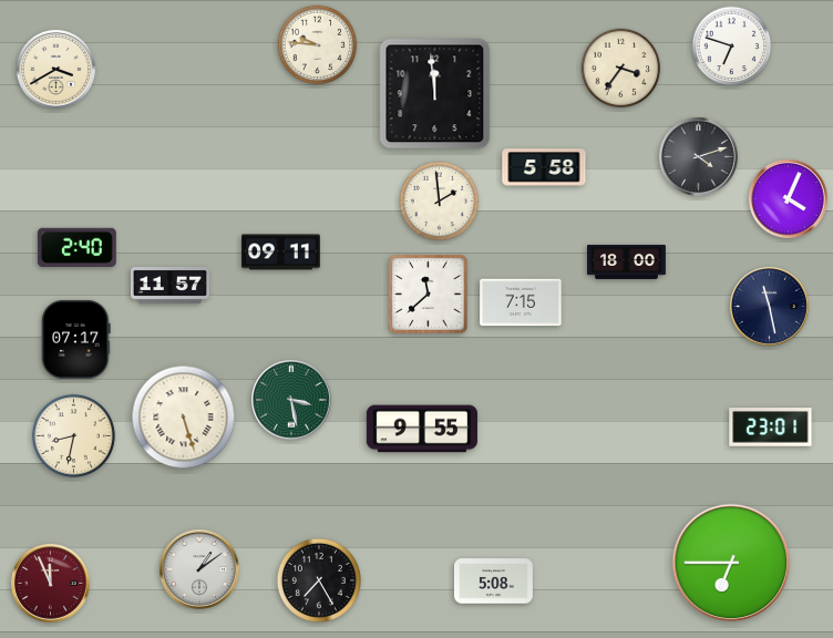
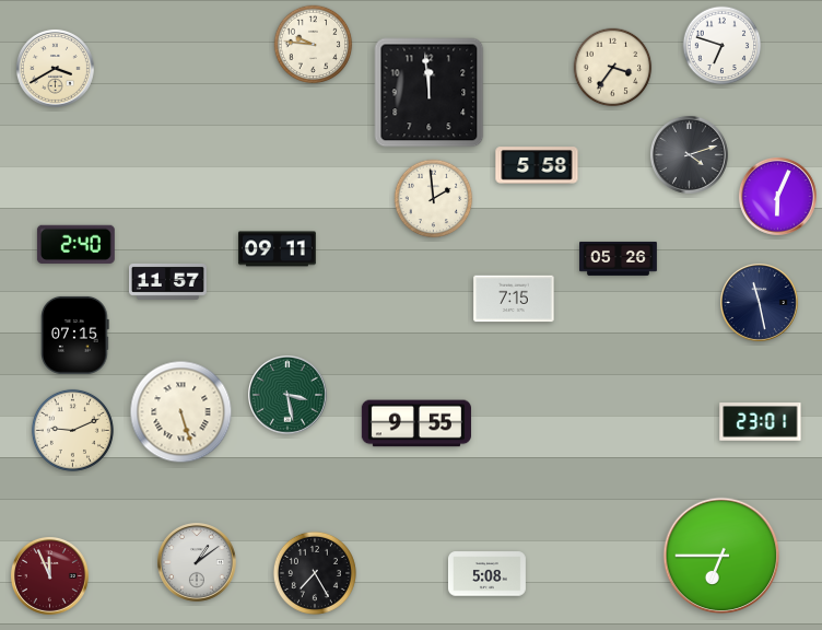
clock at (788, 198): 4:04 -> 6:04
clock at (627, 261): 18:00 -> 05:26
clock at (429, 295): 11:38 -> none
clock at (76, 339): 07:17 -> 07:15
clock at (73, 435): 8:32 -> 9:11
